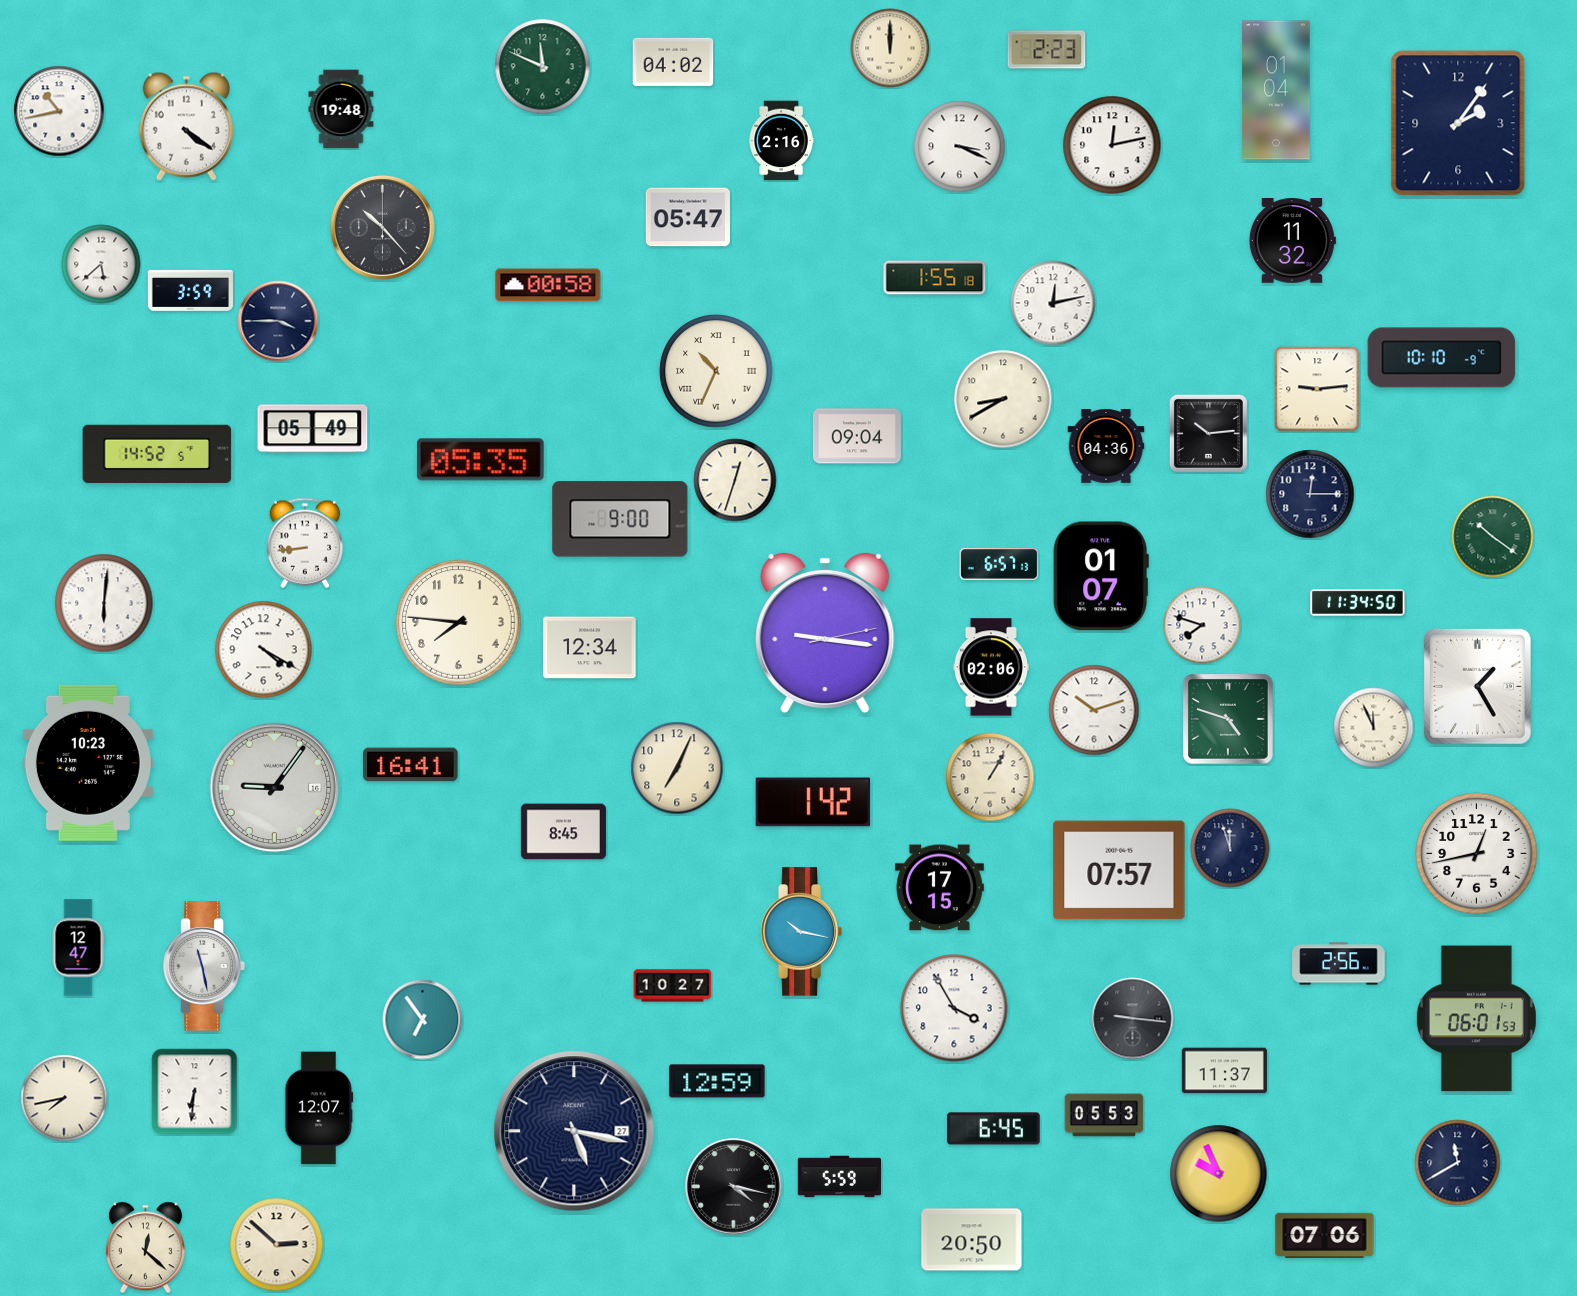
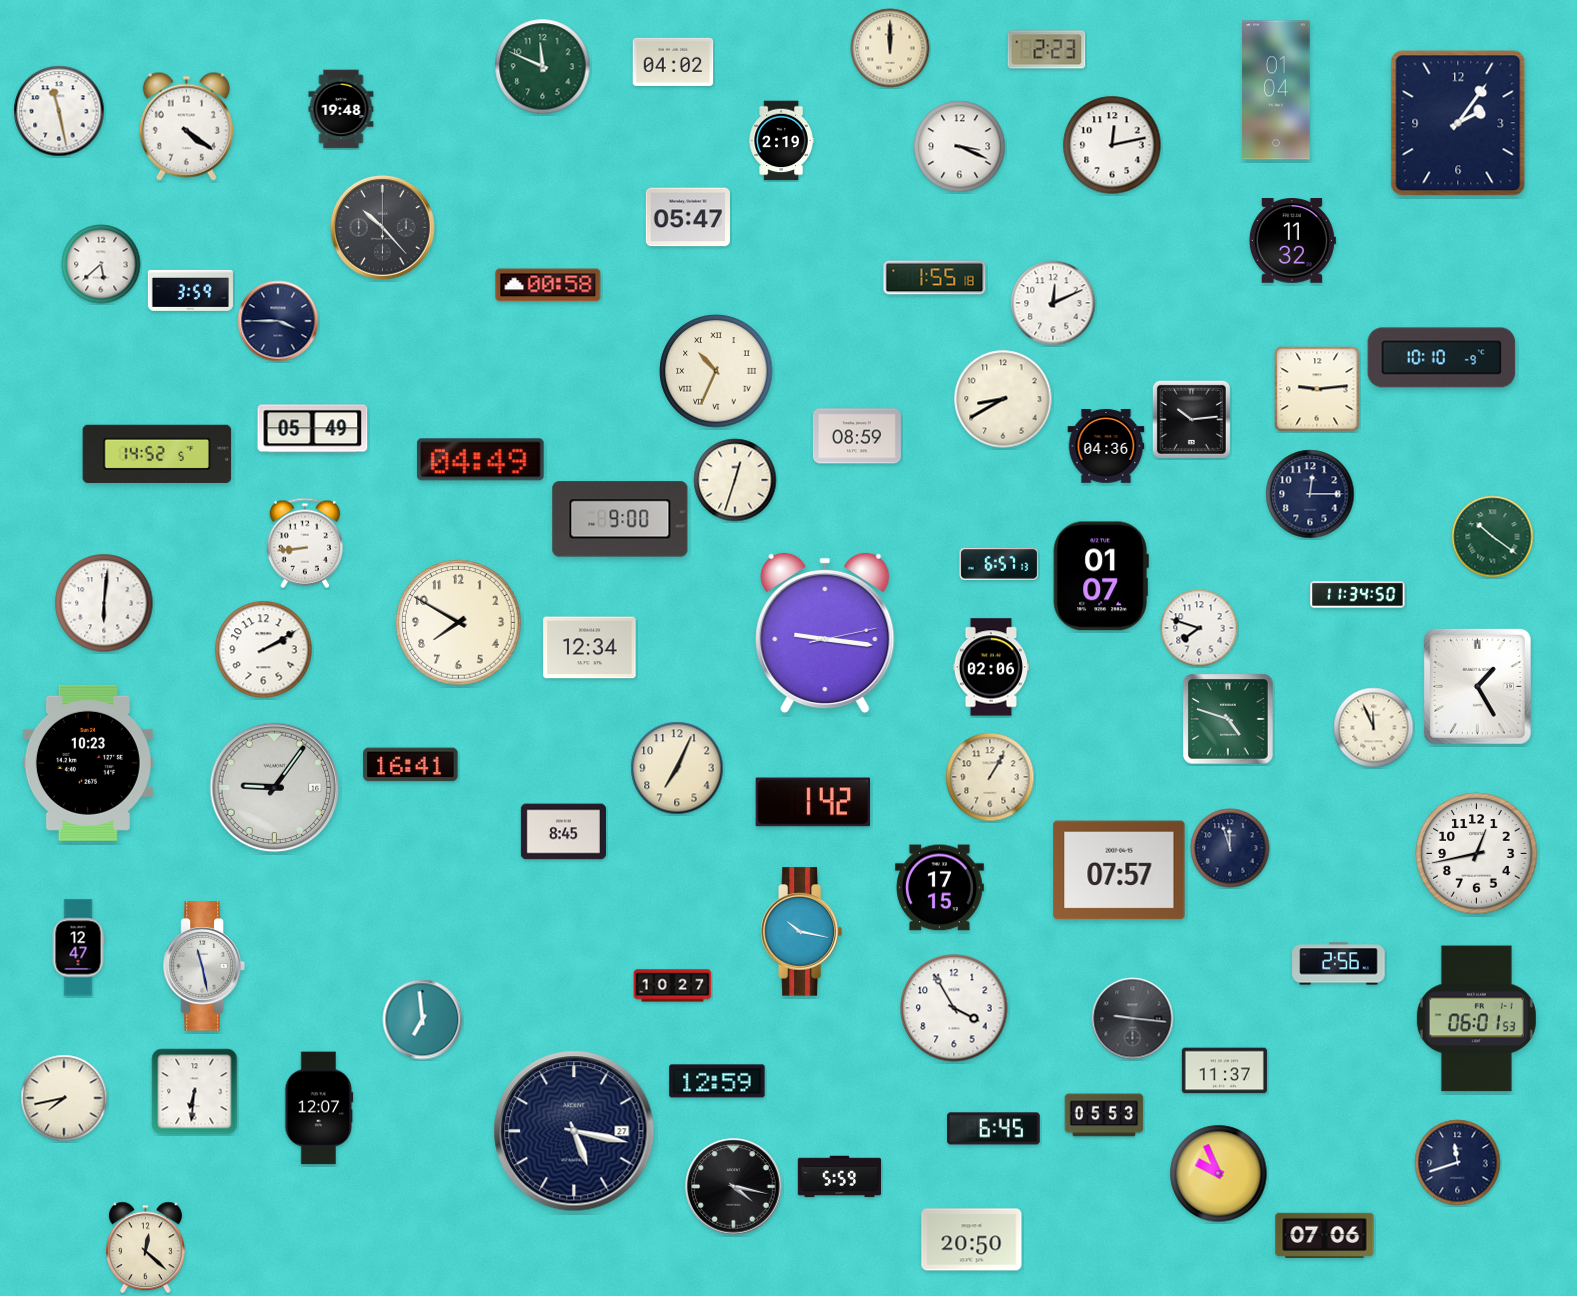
clock at (59, 111): 10:43 -> 11:28
clock at (781, 141): 2:16 -> 2:19
clock at (1053, 303): 12:13 -> 12:11
clock at (1208, 433) position: (1208, 433) -> (1191, 419)
clock at (857, 436): 09:04 -> 08:59
clock at (480, 460): 05:35 -> 04:49
clock at (1358, 603) position: (1358, 603) -> (1358, 595)
clock at (459, 623): 7:46 -> 7:50
clock at (1202, 625) position: (1202, 625) -> (1199, 628)
clock at (264, 650): 4:20 -> 2:10
clock at (1094, 710): 10:12 -> none
clock at (423, 1020): 6:54 -> 6:59
clock at (1458, 1163): 11:40 -> 11:42
clock at (277, 1245): 2:52 -> none
